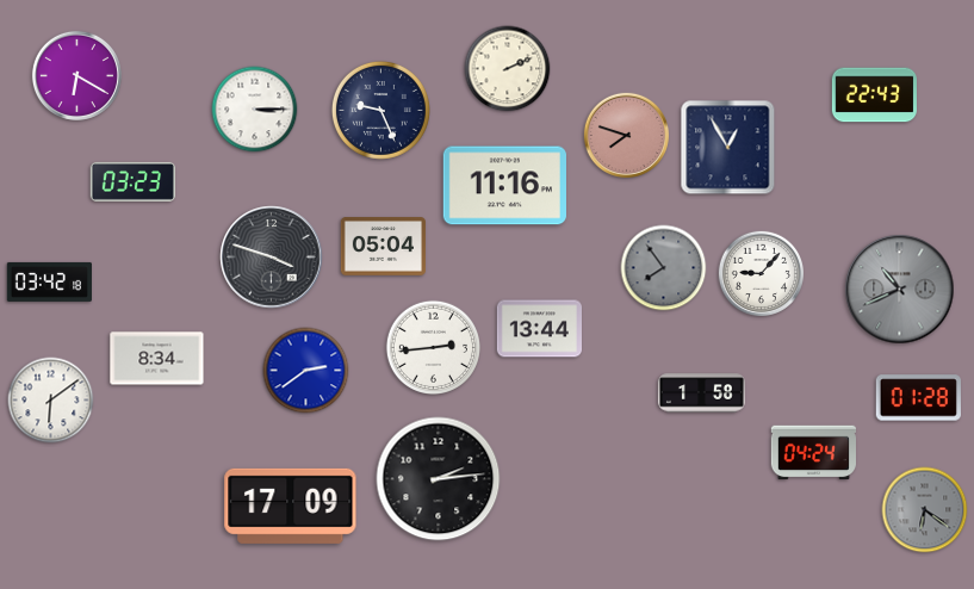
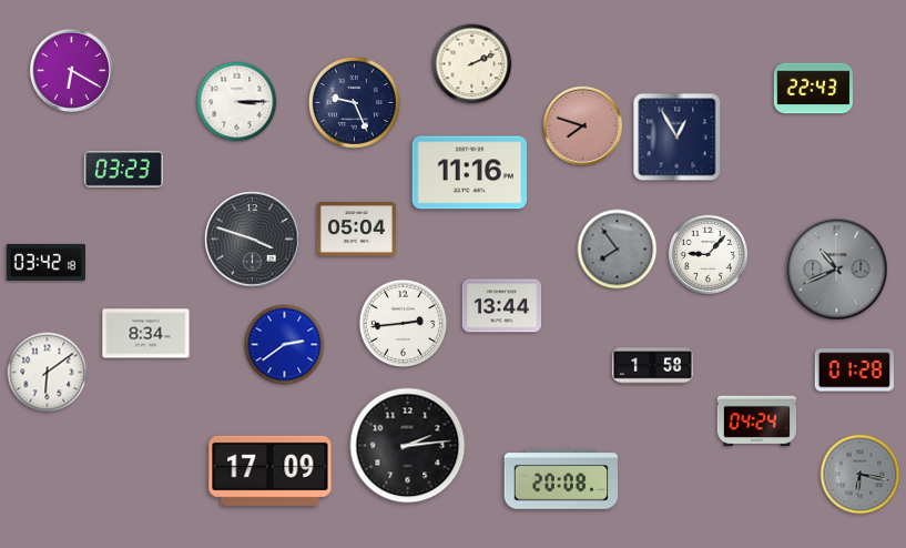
clock at (925, 510): 6:21 -> 6:17
clock at (561, 479): none -> 20:08
